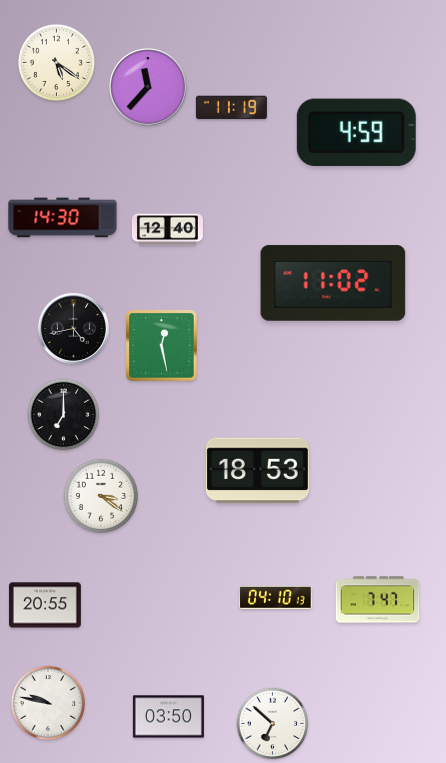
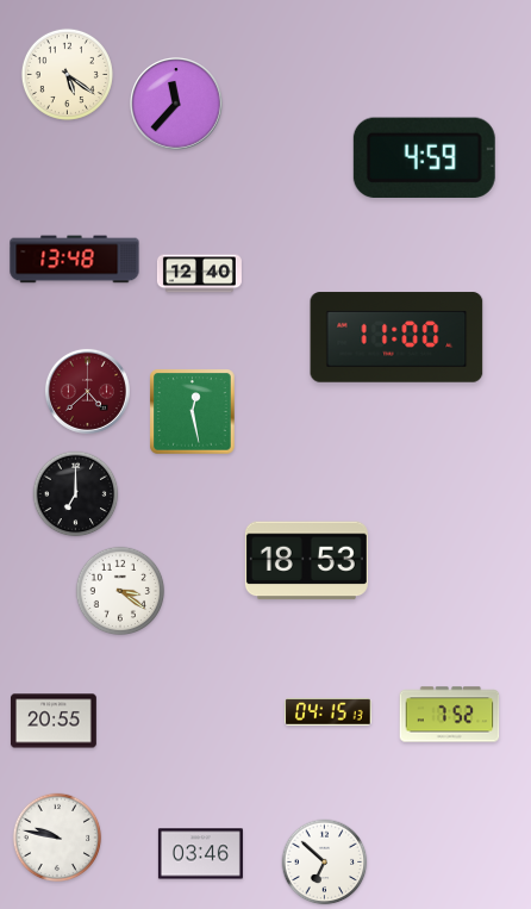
clock at (231, 108): 11:19 -> none
clock at (63, 218): 14:30 -> 13:48
clock at (333, 283): 11:02 -> 11:00
clock at (73, 328): 4:43 -> 4:38
clock at (73, 328) dial: black -> burgundy
clock at (276, 597): 04:10 -> 04:15
clock at (378, 600): 7:47 -> 7:52
clock at (168, 717): 03:50 -> 03:46
